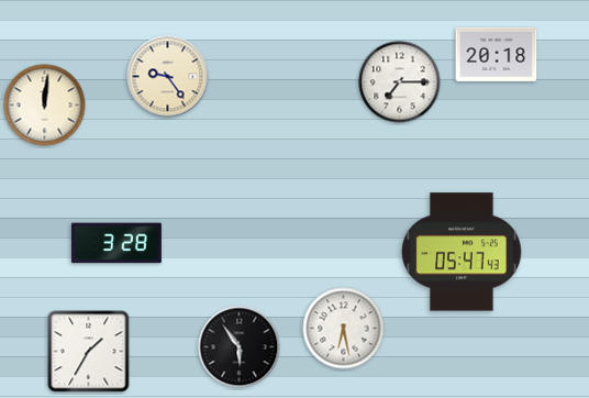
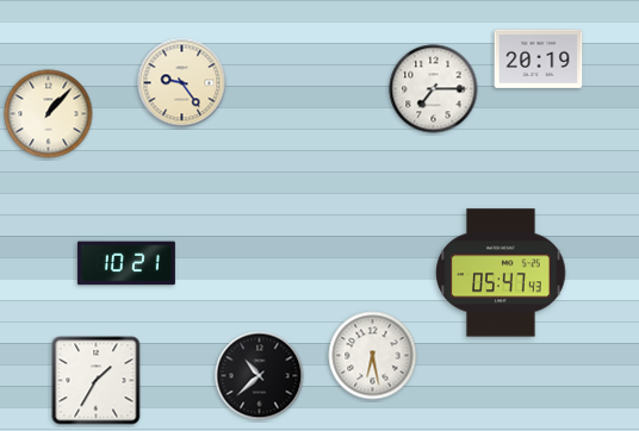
clock at (497, 54): 20:18 -> 20:19
clock at (45, 106): 12:01 -> 1:07
clock at (116, 243): 3:28 -> 10:21
clock at (240, 347): 5:54 -> 10:38
